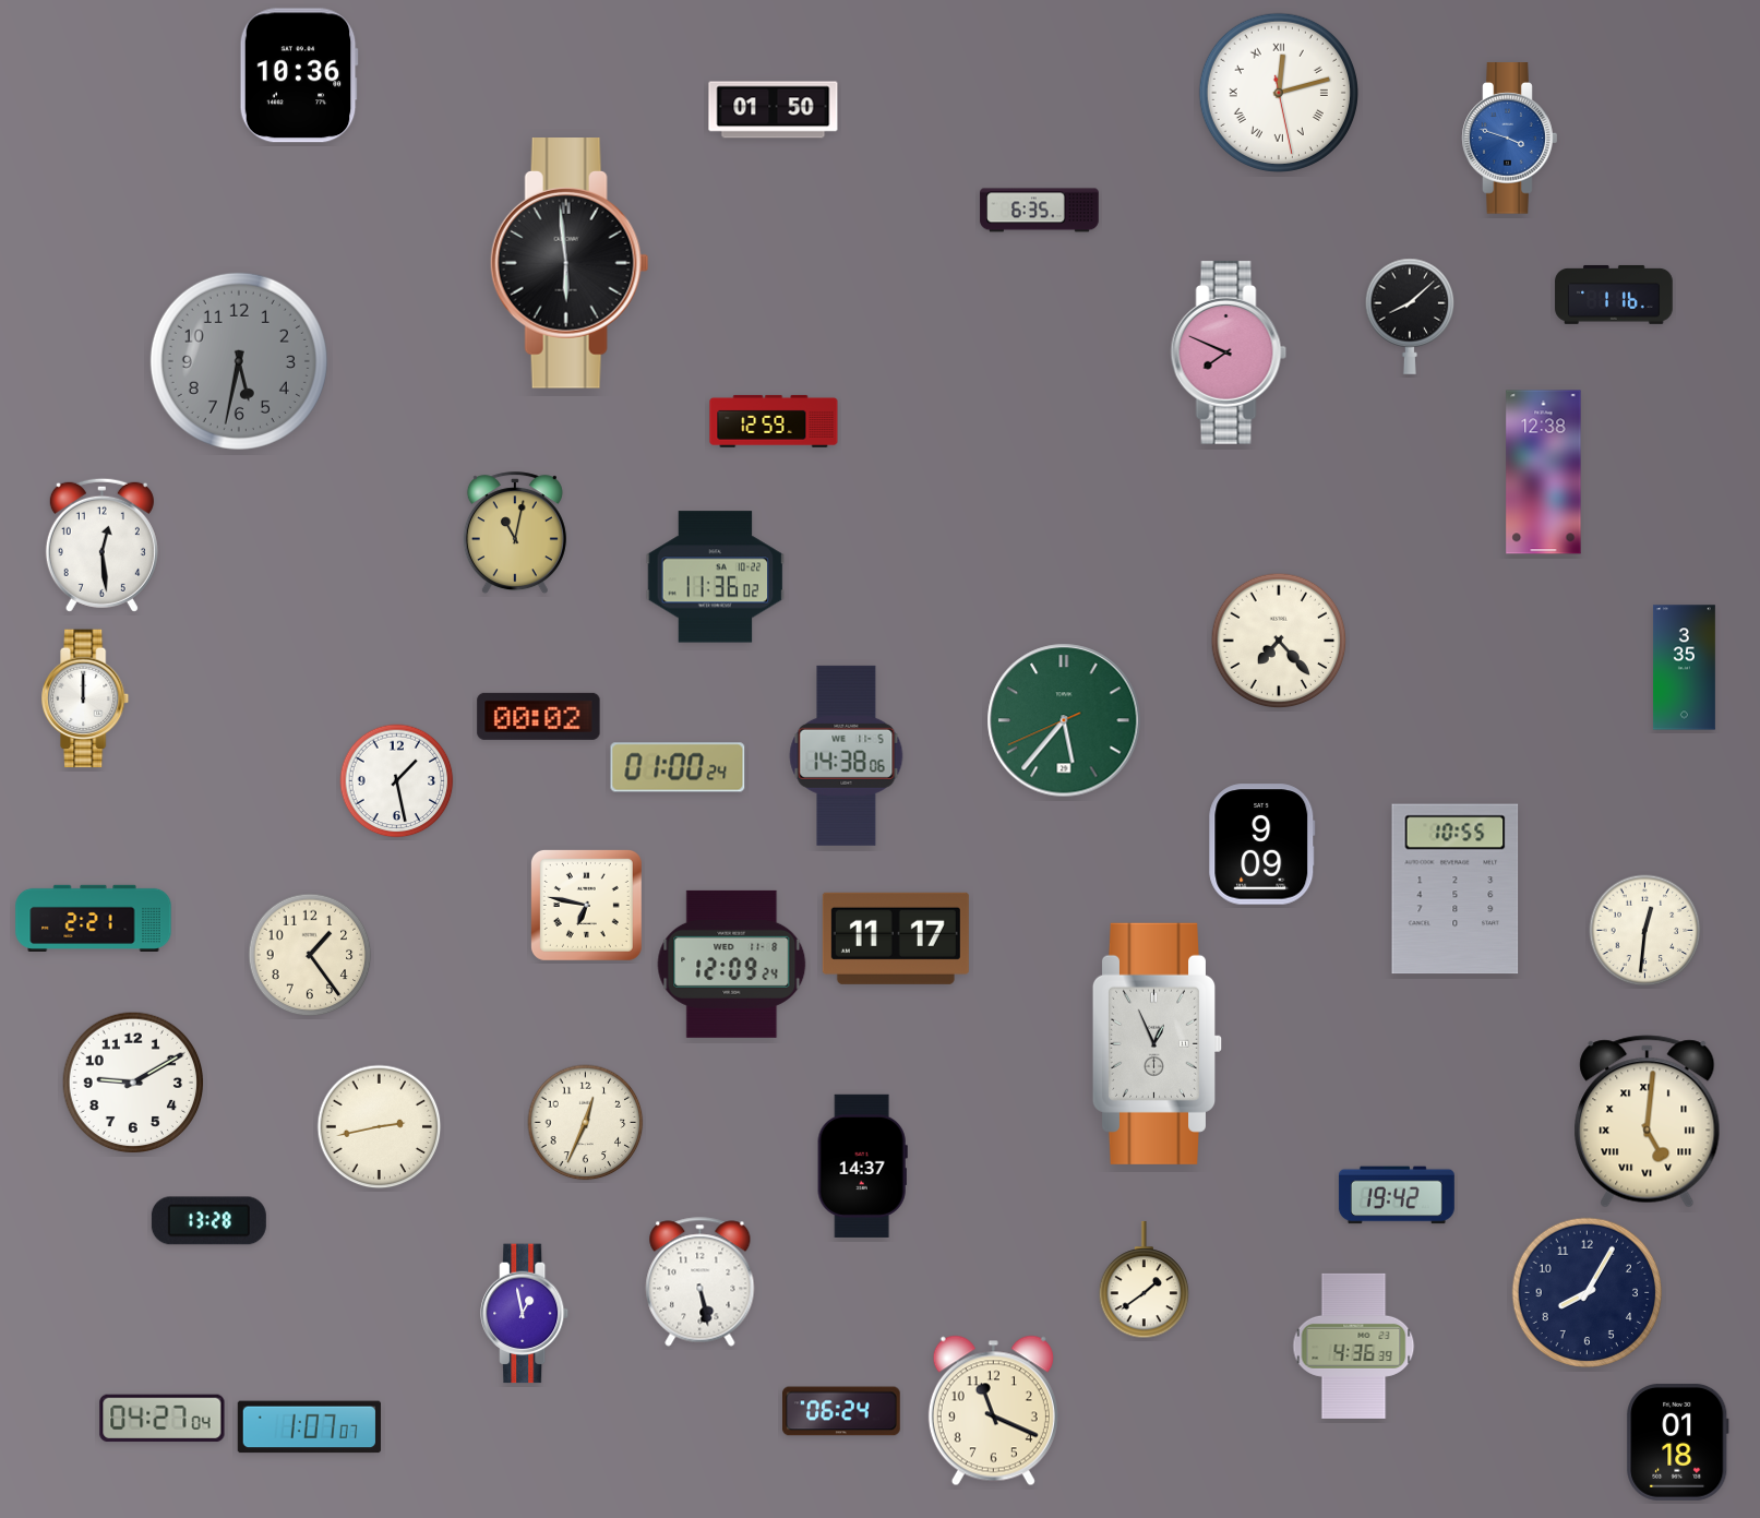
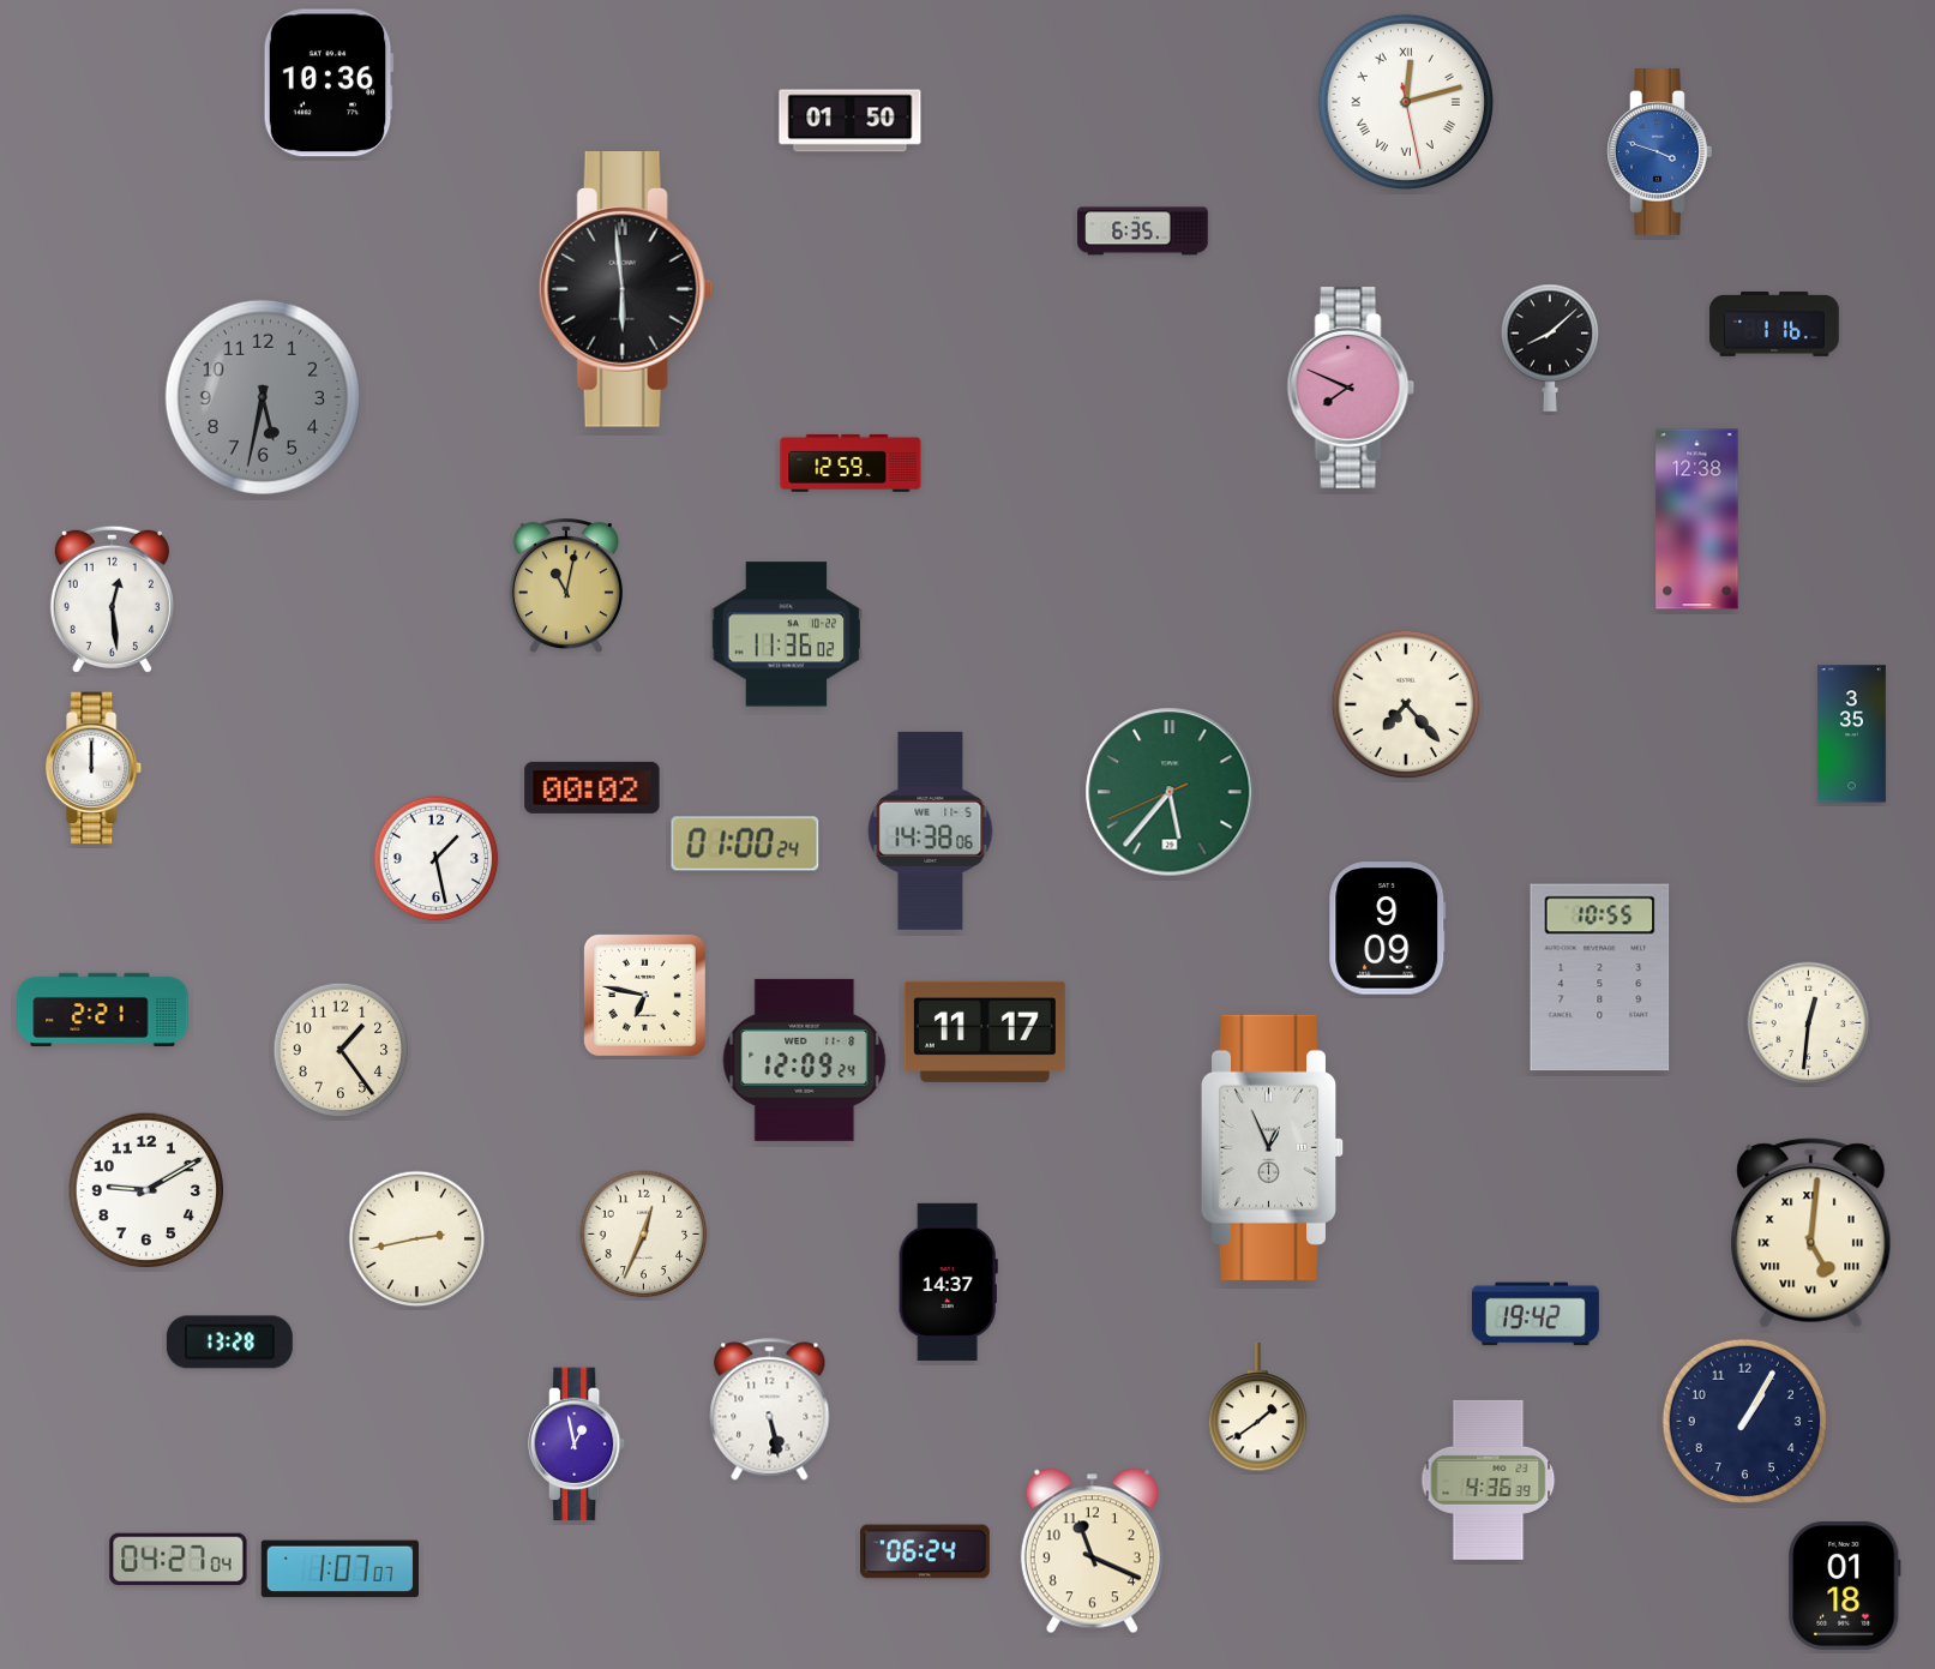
clock at (1587, 1292): 8:05 -> 1:05
